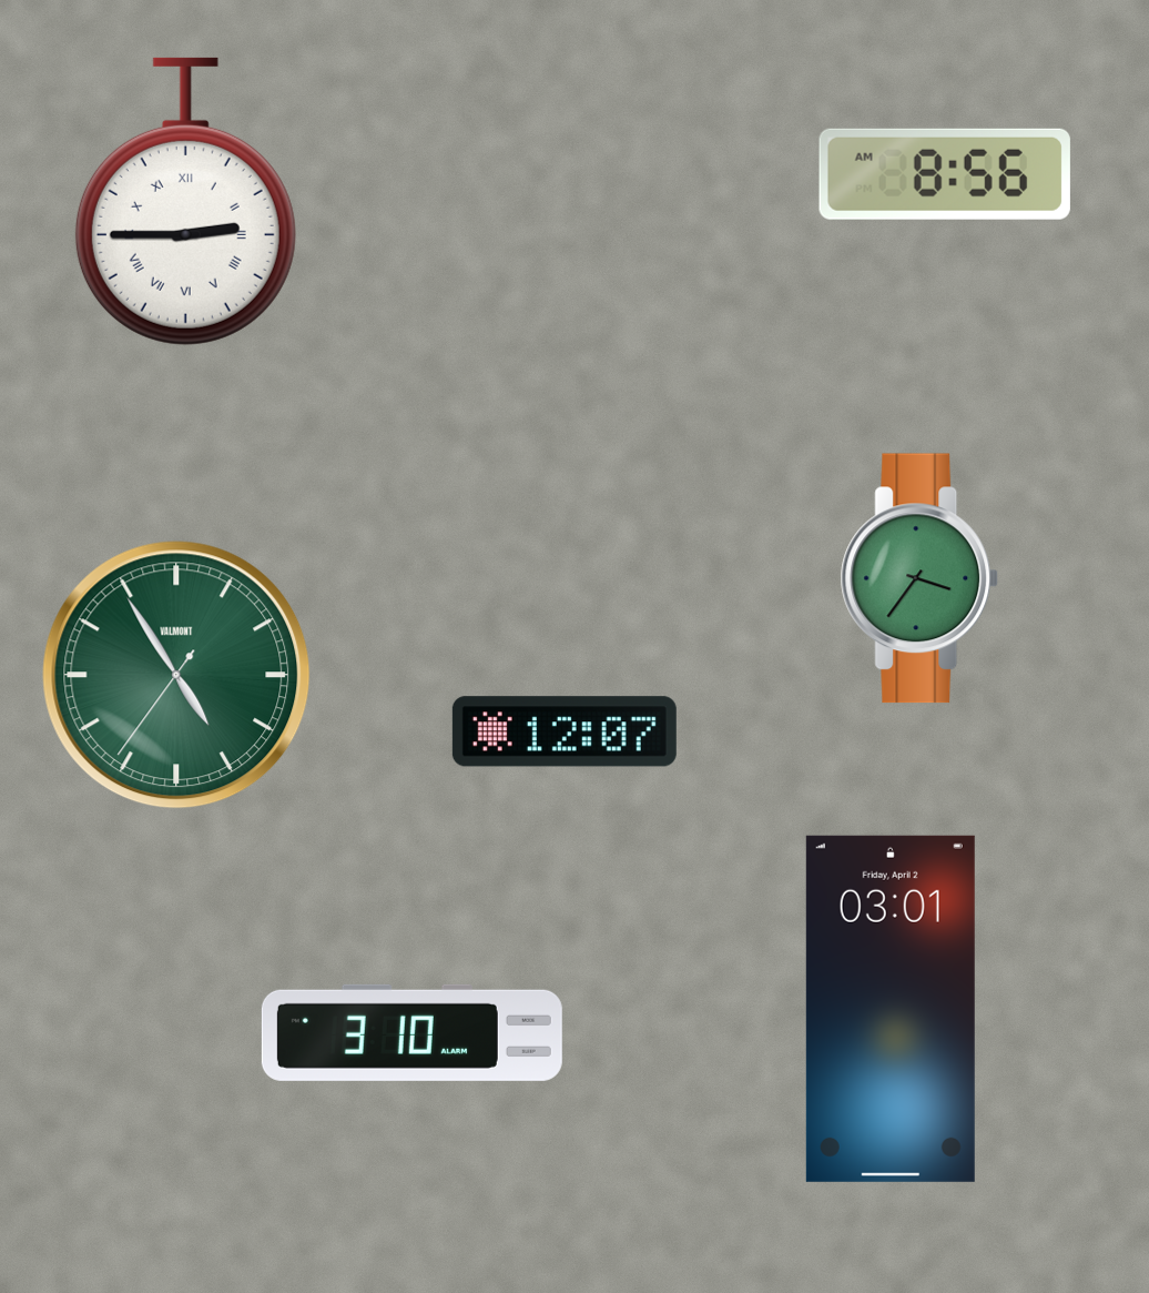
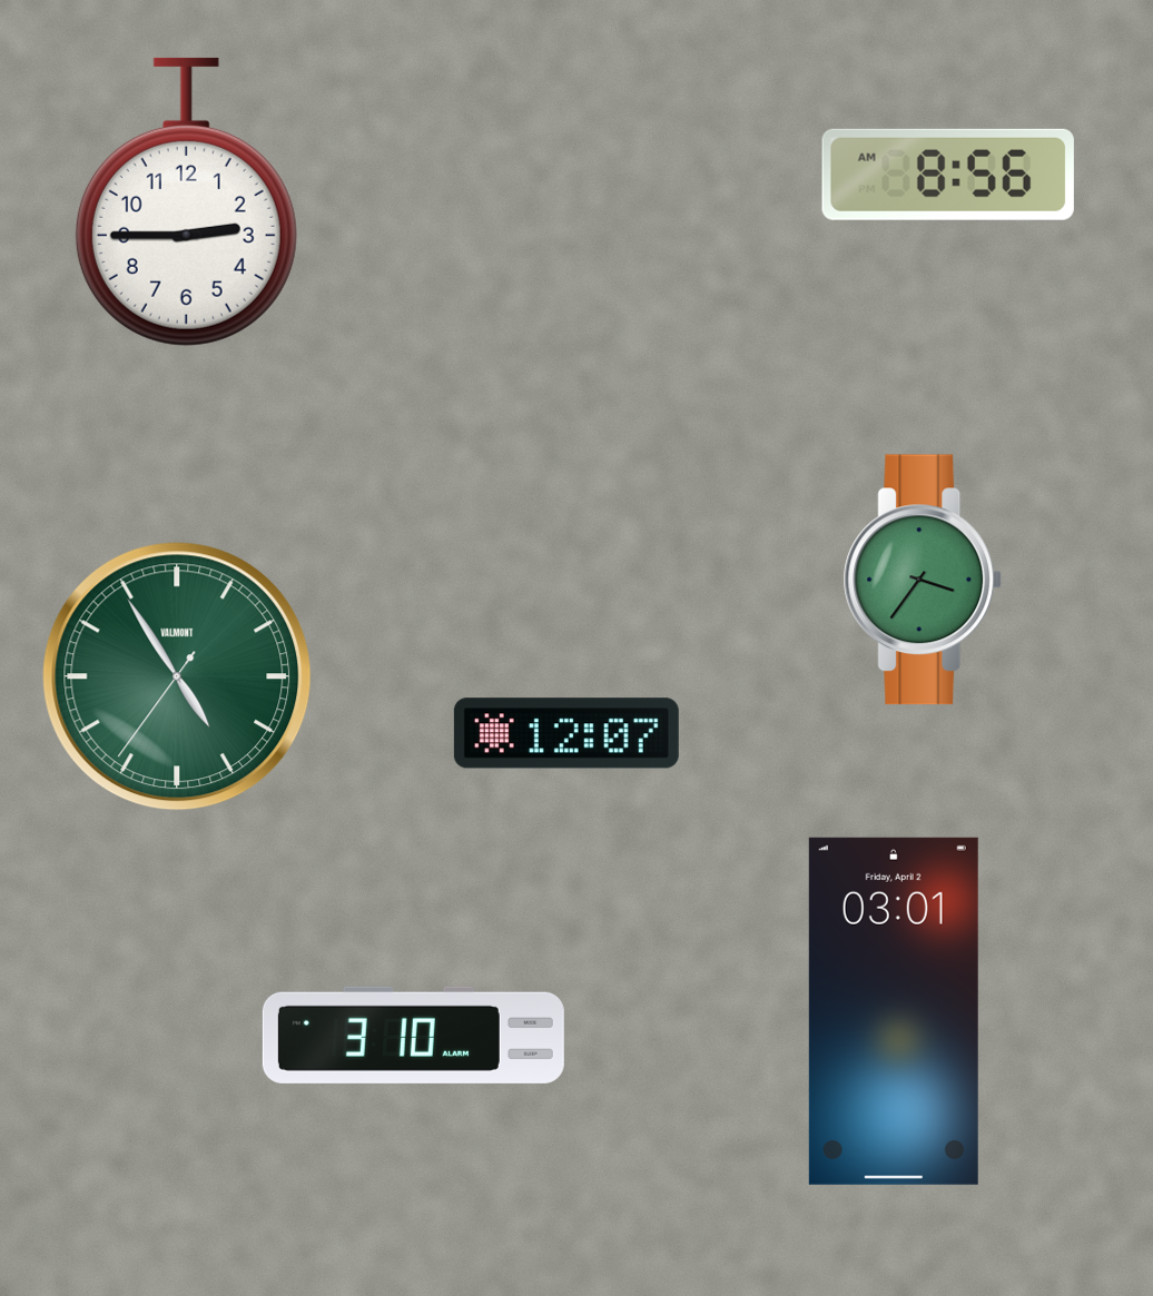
clock at (185, 201) numerals: Roman -> Arabic
